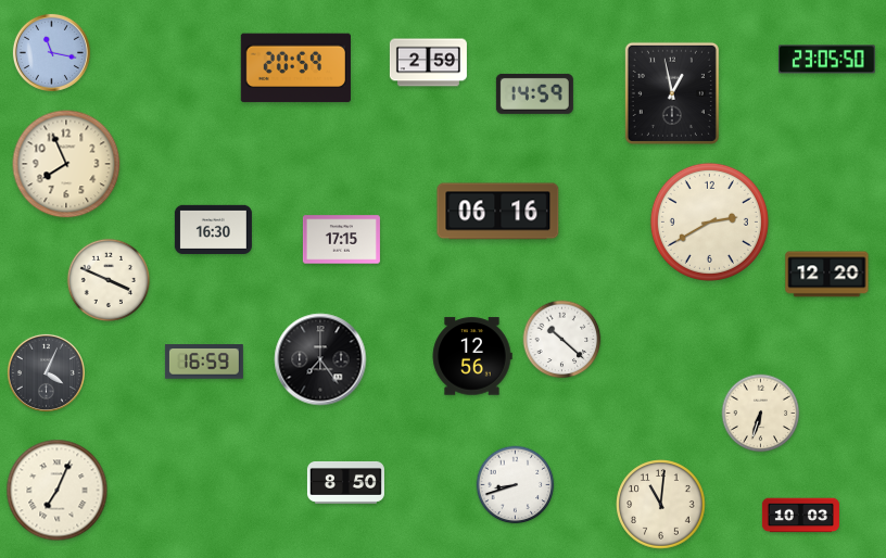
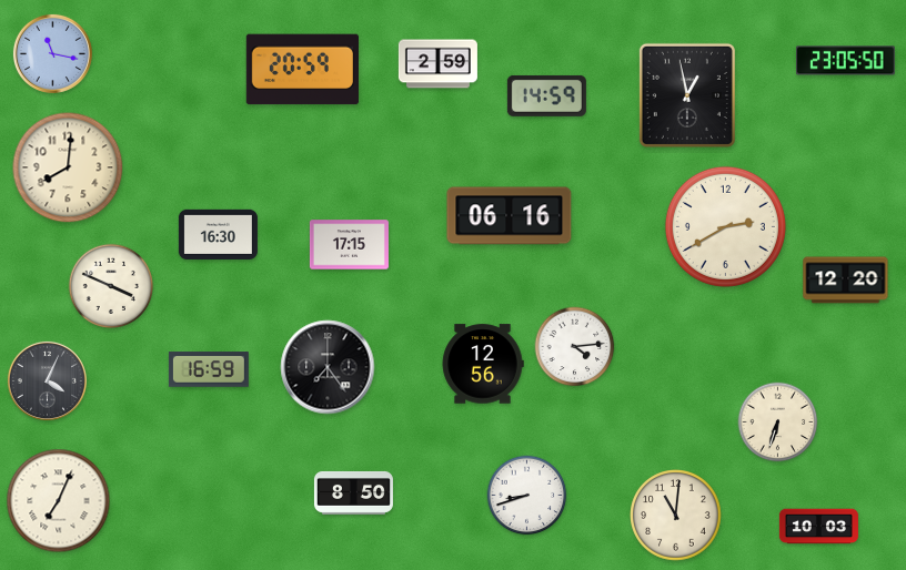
clock at (66, 164): 7:56 -> 8:01
clock at (562, 340): 10:22 -> 4:14
